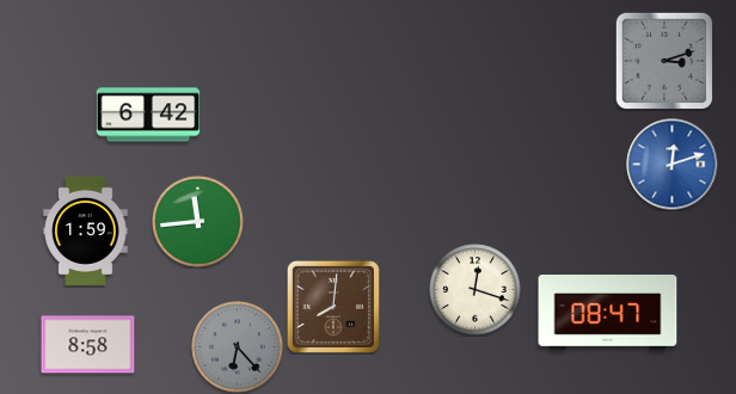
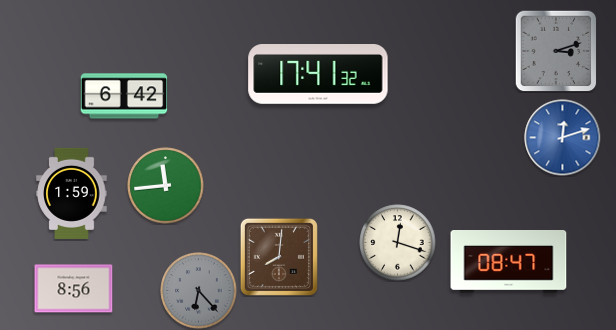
clock at (318, 75): none -> 17:41
clock at (88, 345): 8:58 -> 8:56
